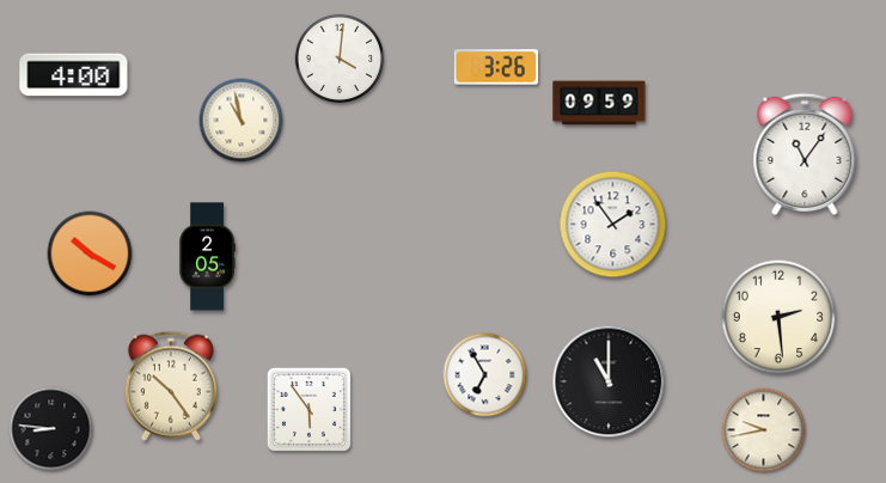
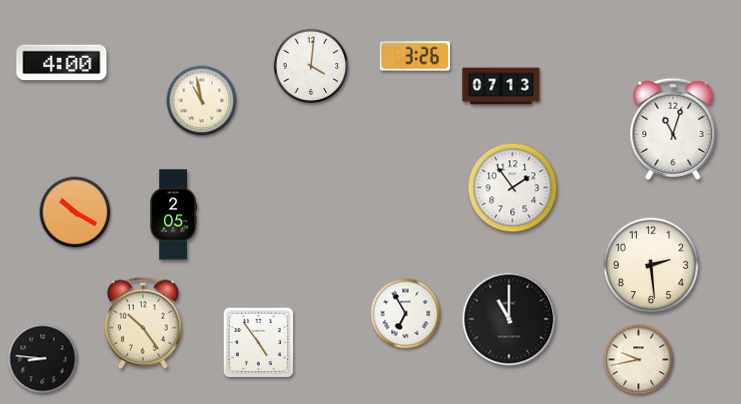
clock at (340, 59) position: (340, 59) -> (311, 66)
clock at (599, 103): 09:59 -> 07:13
clock at (805, 154): 11:06 -> 11:03
clock at (308, 409): 5:54 -> 4:54
